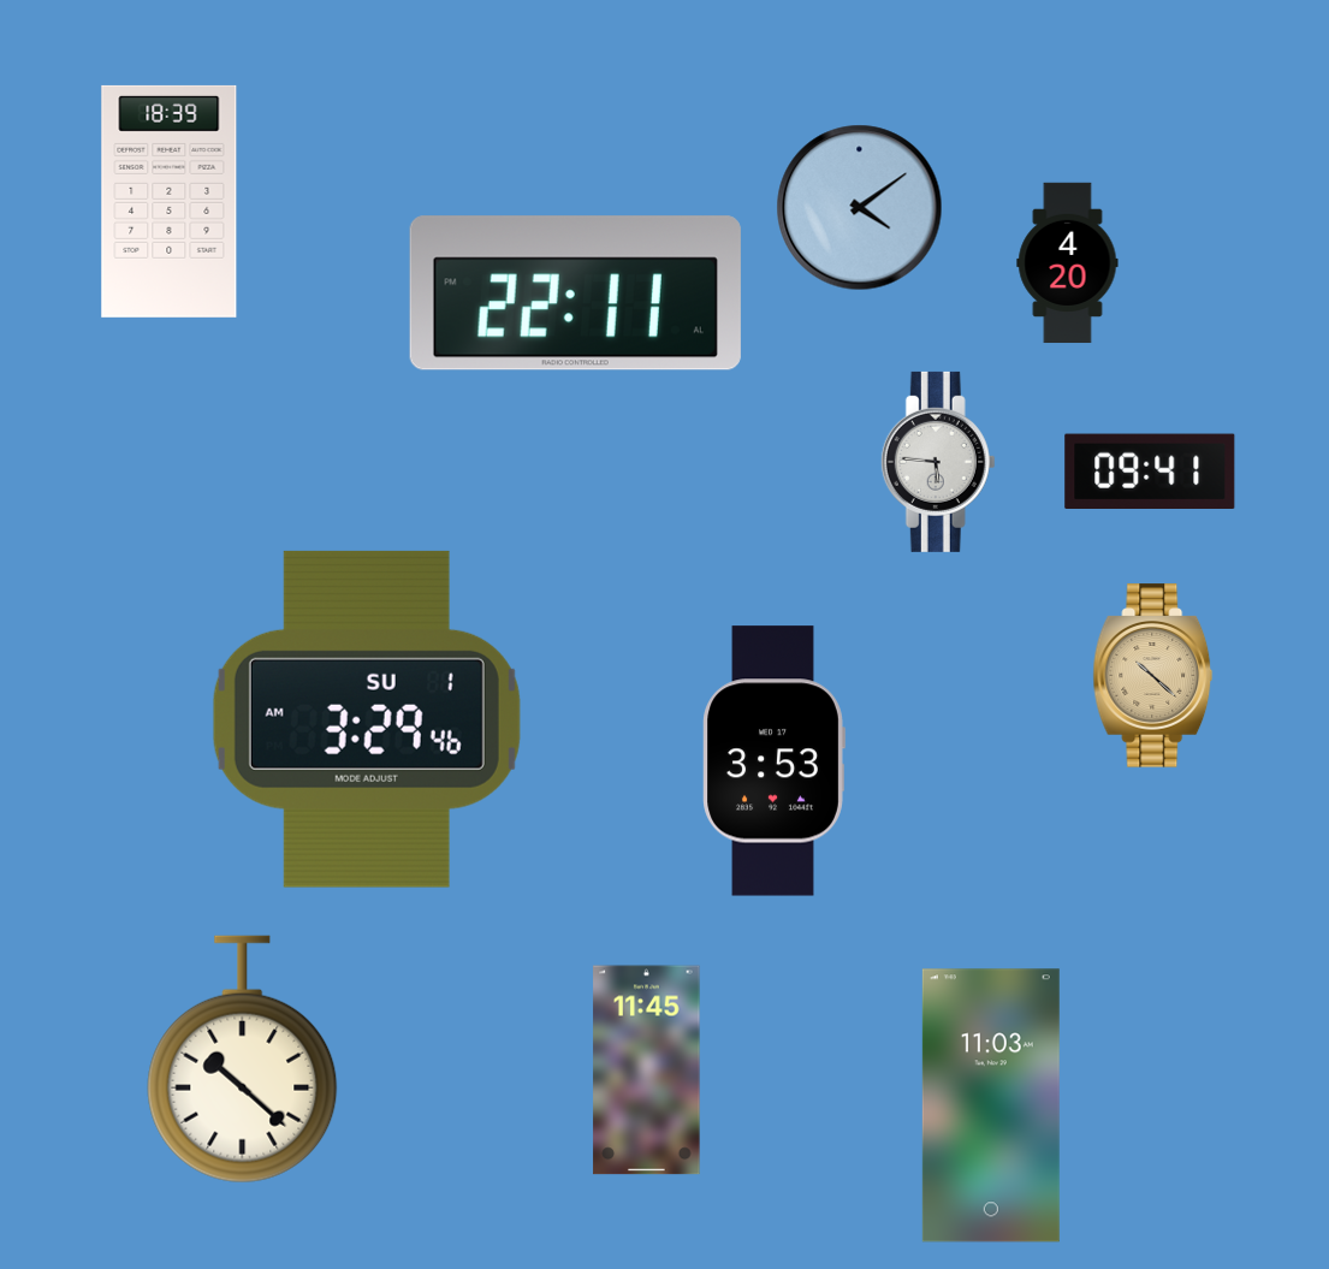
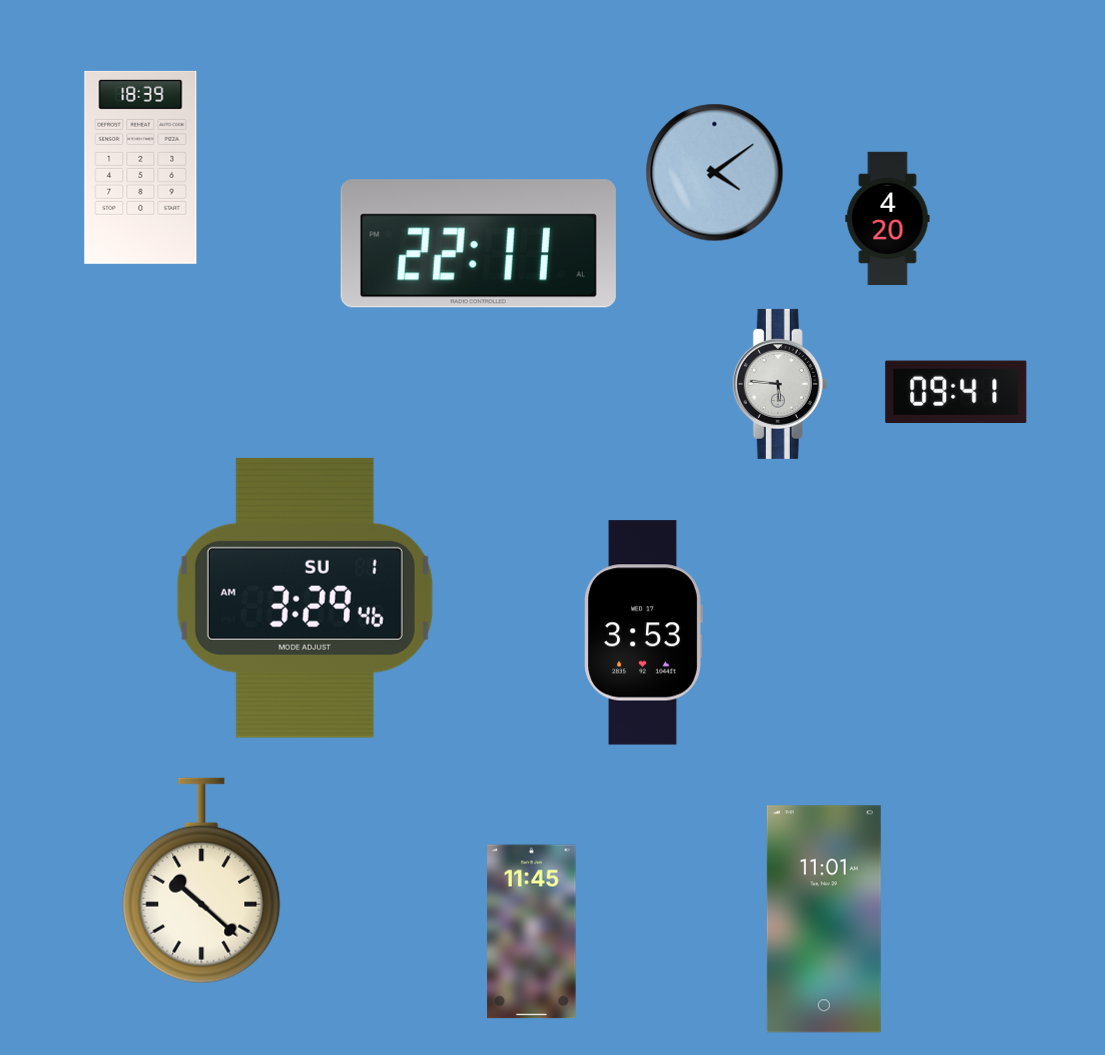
clock at (1153, 676): 10:22 -> none
clock at (647, 1071) position: (647, 1071) -> (532, 932)
clock at (991, 1105): 11:03 -> 11:01
